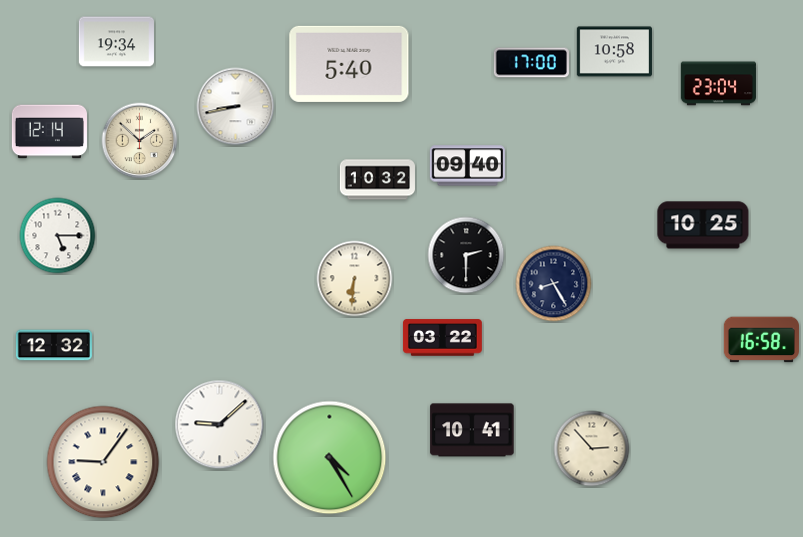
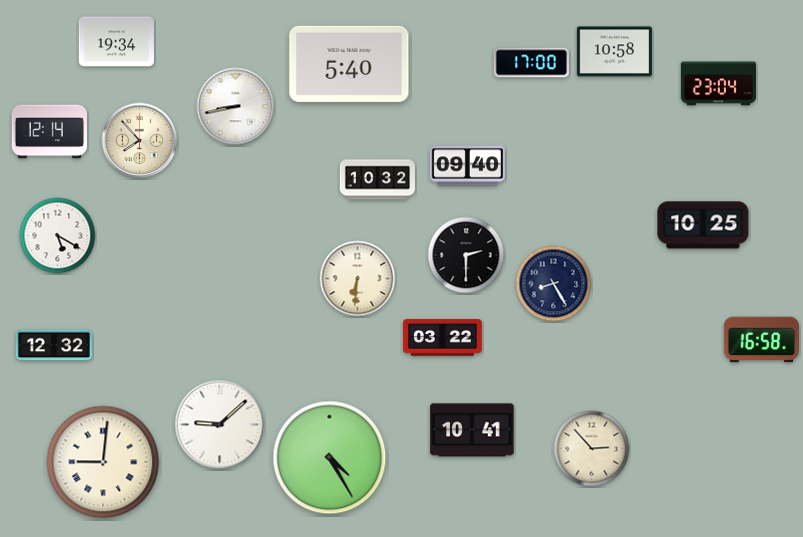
clock at (140, 141): 1:52 -> 7:53
clock at (58, 236): 5:15 -> 5:20
clock at (355, 279) position: (355, 279) -> (358, 279)
clock at (103, 462): 9:06 -> 9:01
